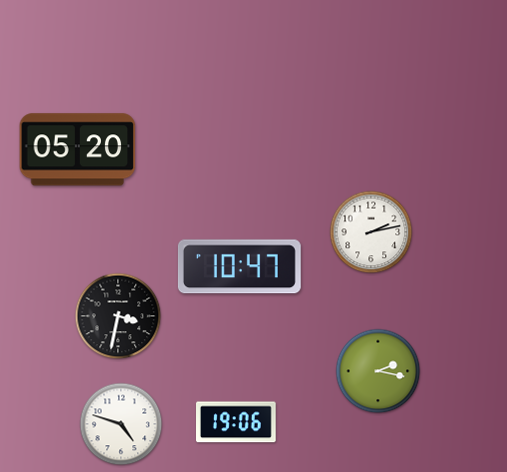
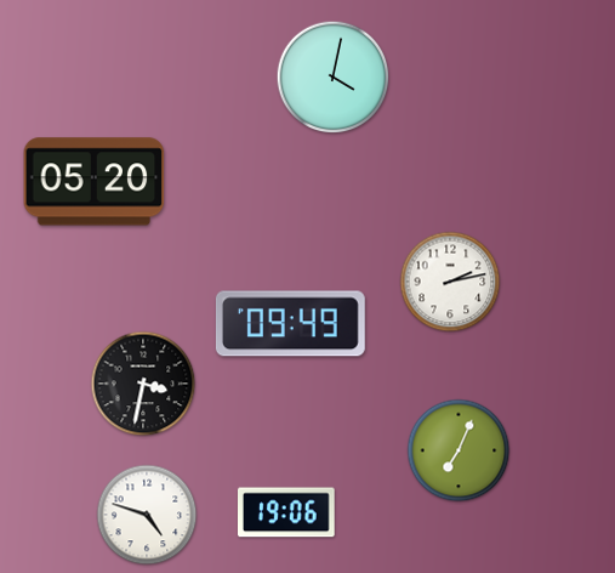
clock at (334, 78): none -> 4:02
clock at (239, 267): 10:47 -> 09:49
clock at (378, 371): 2:17 -> 7:04
